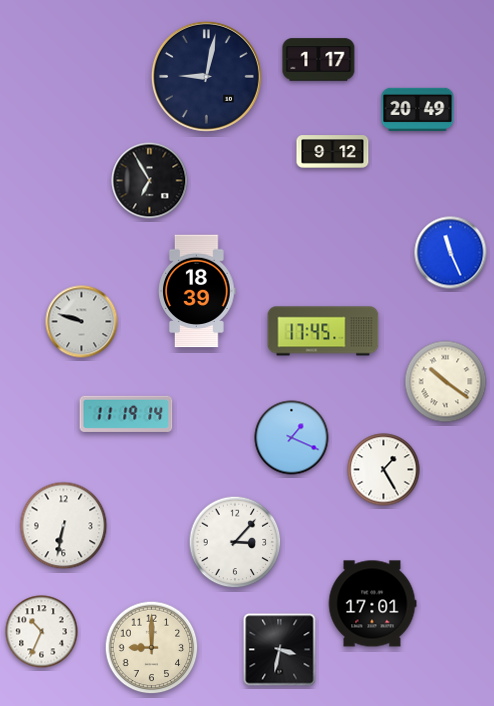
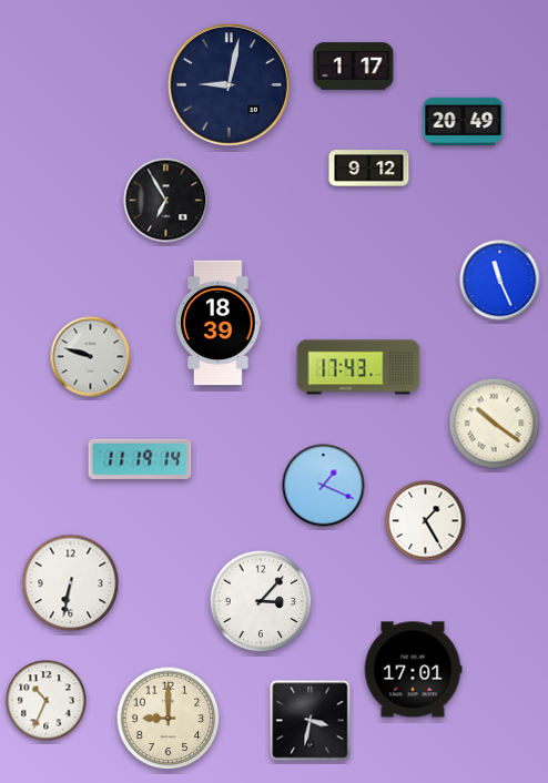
clock at (323, 331): 17:45 -> 17:43
